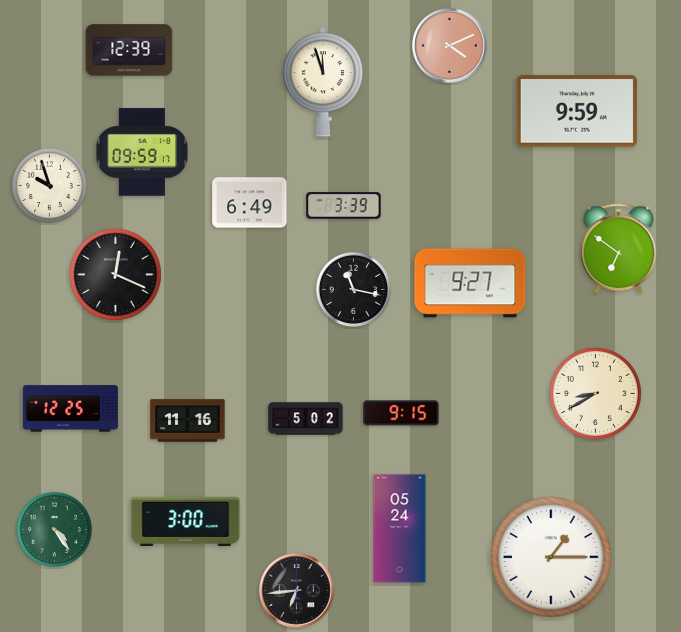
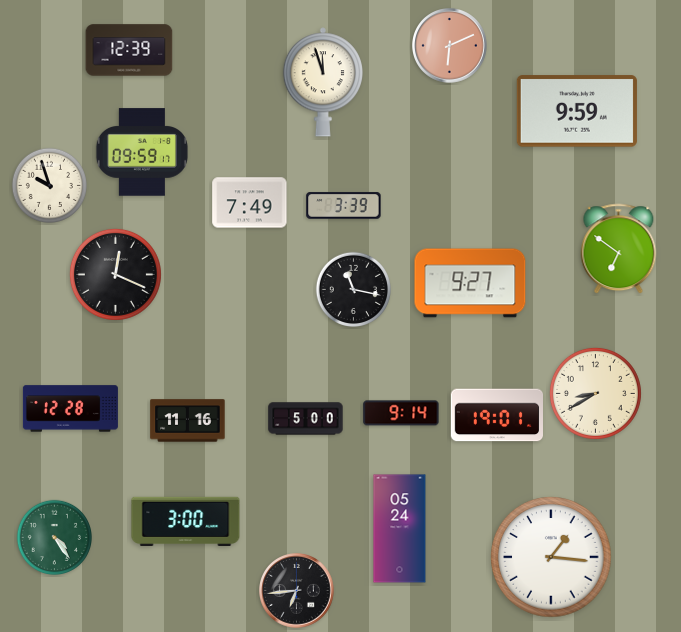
clock at (450, 46): 4:11 -> 6:11
clock at (250, 203): 6:49 -> 7:49
clock at (70, 409): 12:25 -> 12:28
clock at (401, 413): 9:15 -> 9:14
clock at (496, 415): none -> 19:01
clock at (306, 419): 5:02 -> 5:00
clock at (54, 529) position: (54, 529) -> (54, 537)
clock at (551, 557): 1:15 -> 1:16
